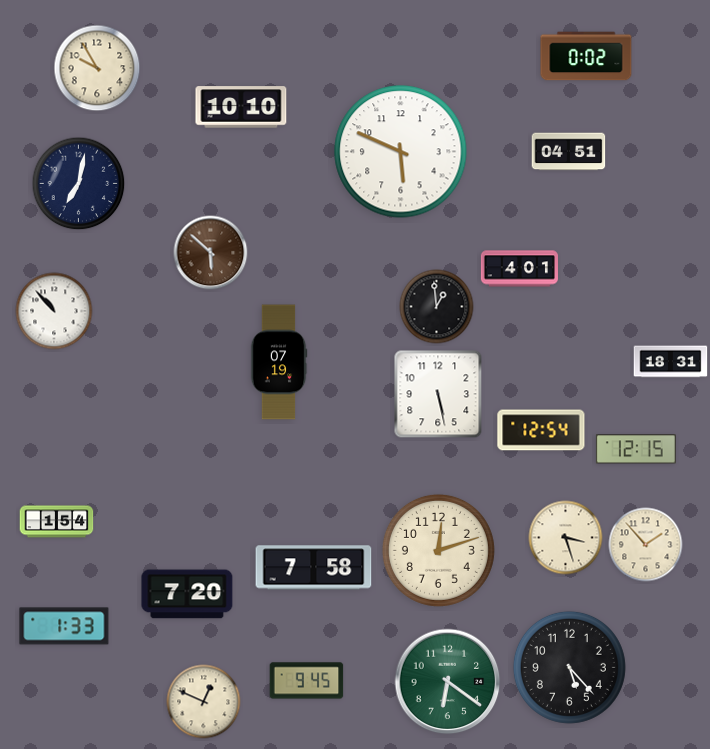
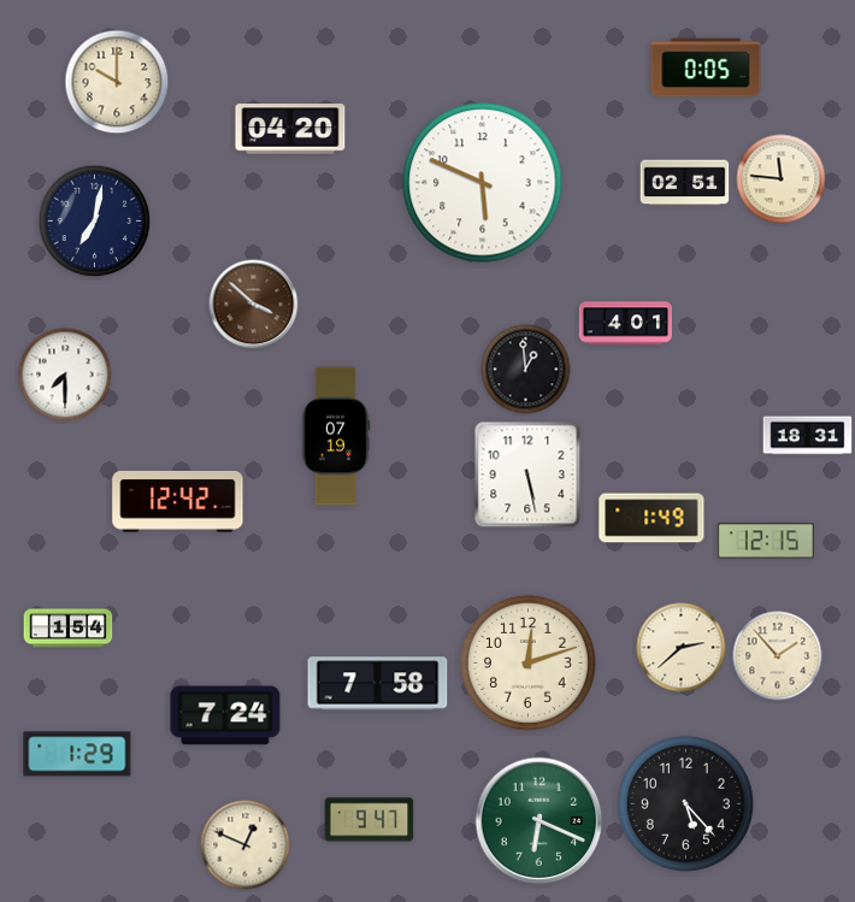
clock at (586, 56): 0:02 -> 0:05
clock at (97, 68): 9:55 -> 10:00
clock at (241, 107): 10:10 -> 04:20
clock at (782, 179): none -> 11:46
clock at (569, 152): 04:51 -> 02:51
clock at (211, 253): 5:52 -> 3:52
clock at (54, 311): 10:53 -> 7:30
clock at (178, 502): none -> 12:42
clock at (541, 430): 12:54 -> 1:49
clock at (566, 538): 3:27 -> 2:38
clock at (187, 594): 7:20 -> 7:24
clock at (64, 626): 1:33 -> 1:29
clock at (307, 681): 9:45 -> 9:47
clock at (448, 682): 6:21 -> 6:19
